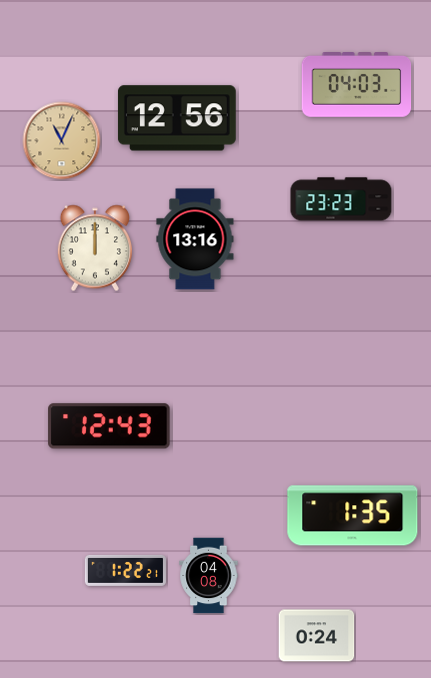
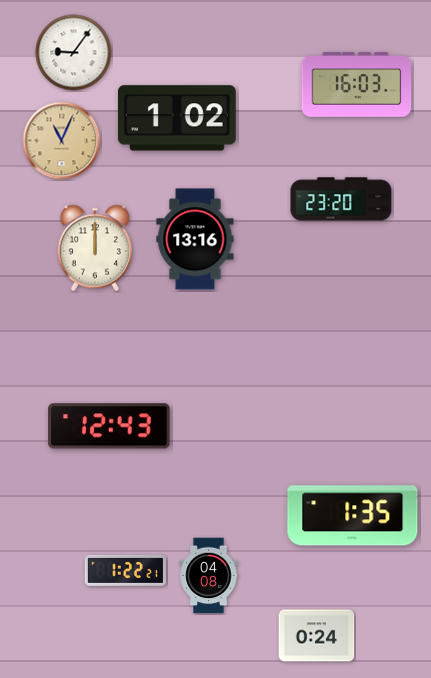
clock at (74, 53): none -> 9:06
clock at (357, 85): 04:03 -> 16:03
clock at (177, 118): 12:56 -> 1:02
clock at (341, 199): 23:23 -> 23:20
